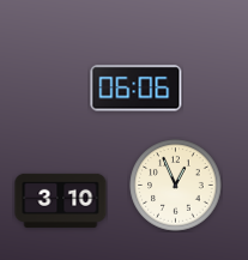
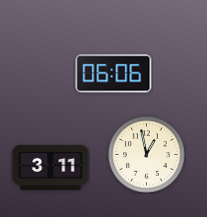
clock at (176, 186): 12:56 -> 12:58
clock at (61, 200): 3:10 -> 3:11
